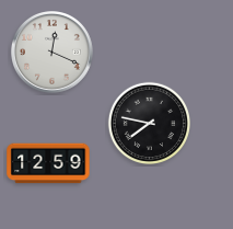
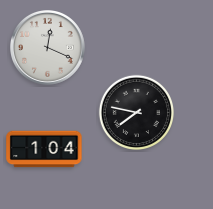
clock at (48, 163): 12:59 -> 1:04
